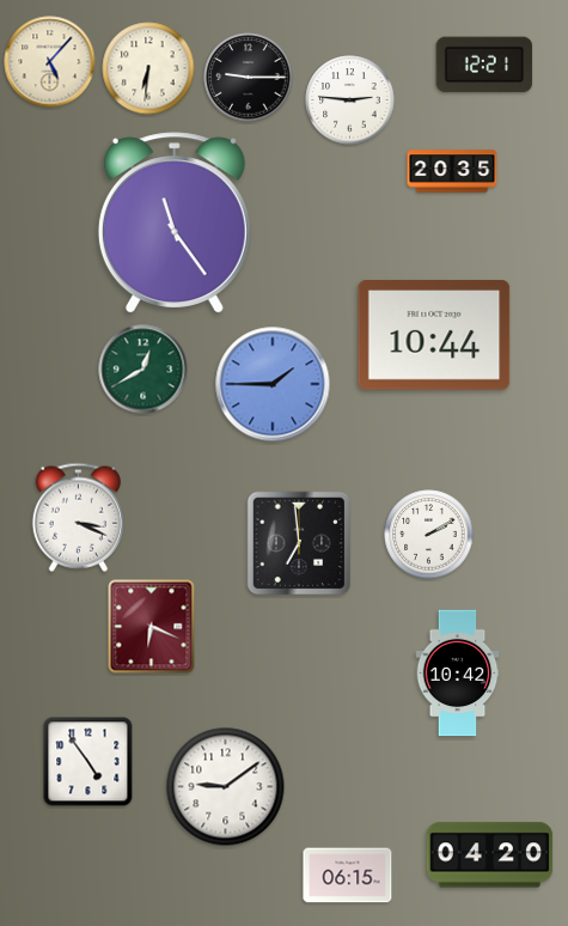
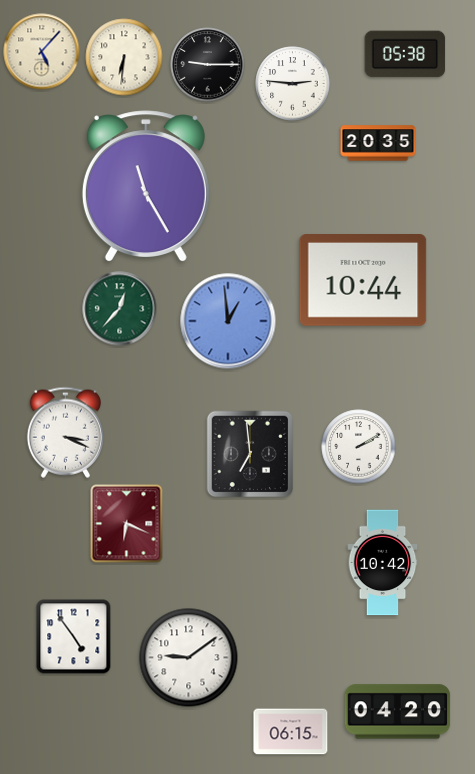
clock at (484, 65): 12:21 -> 05:38
clock at (175, 223): 11:24 -> 11:25
clock at (143, 370): 12:40 -> 12:37
clock at (273, 384): 1:45 -> 12:59
clock at (490, 855) position: (490, 855) -> (398, 712)
